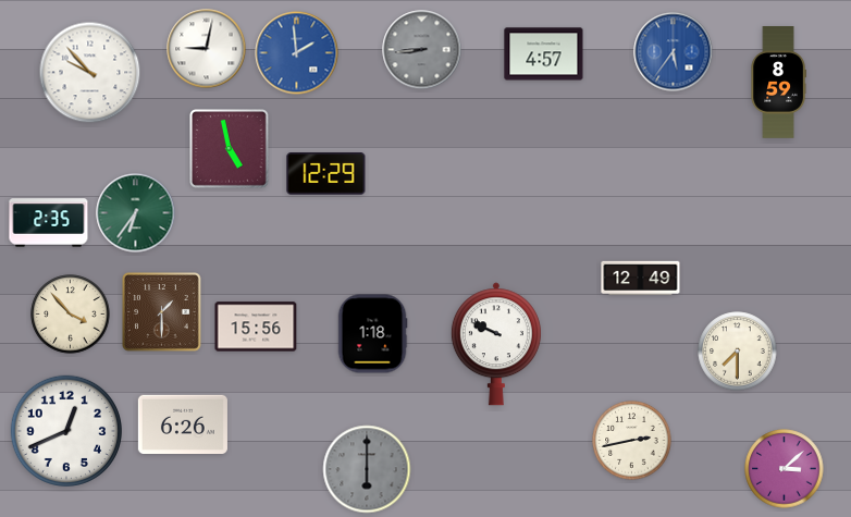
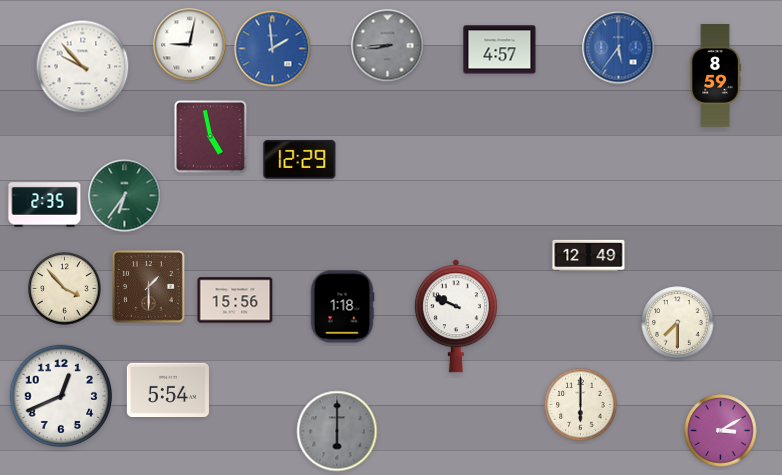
clock at (183, 423): 6:26 -> 5:54
clock at (632, 441): 2:43 -> 6:00
clock at (785, 469): 3:08 -> 3:10
